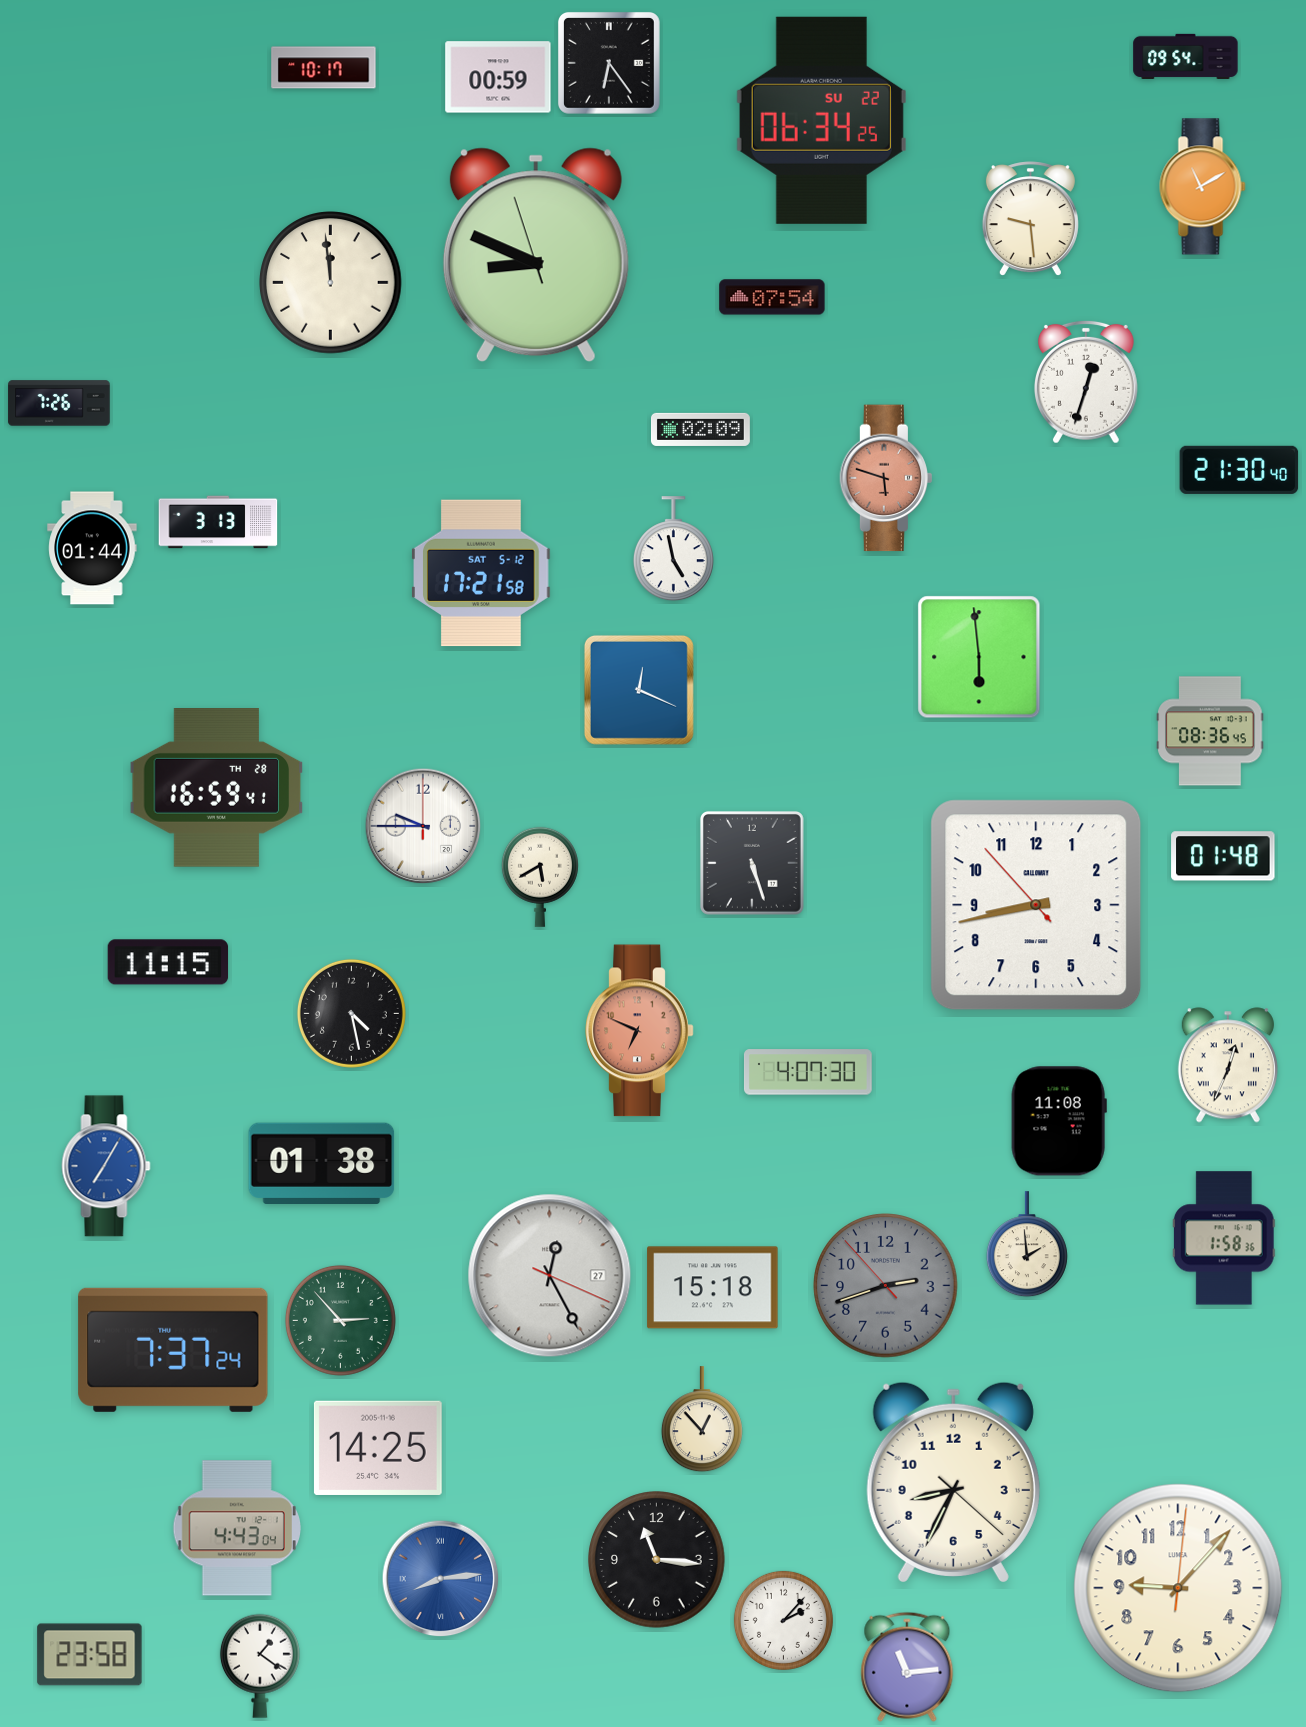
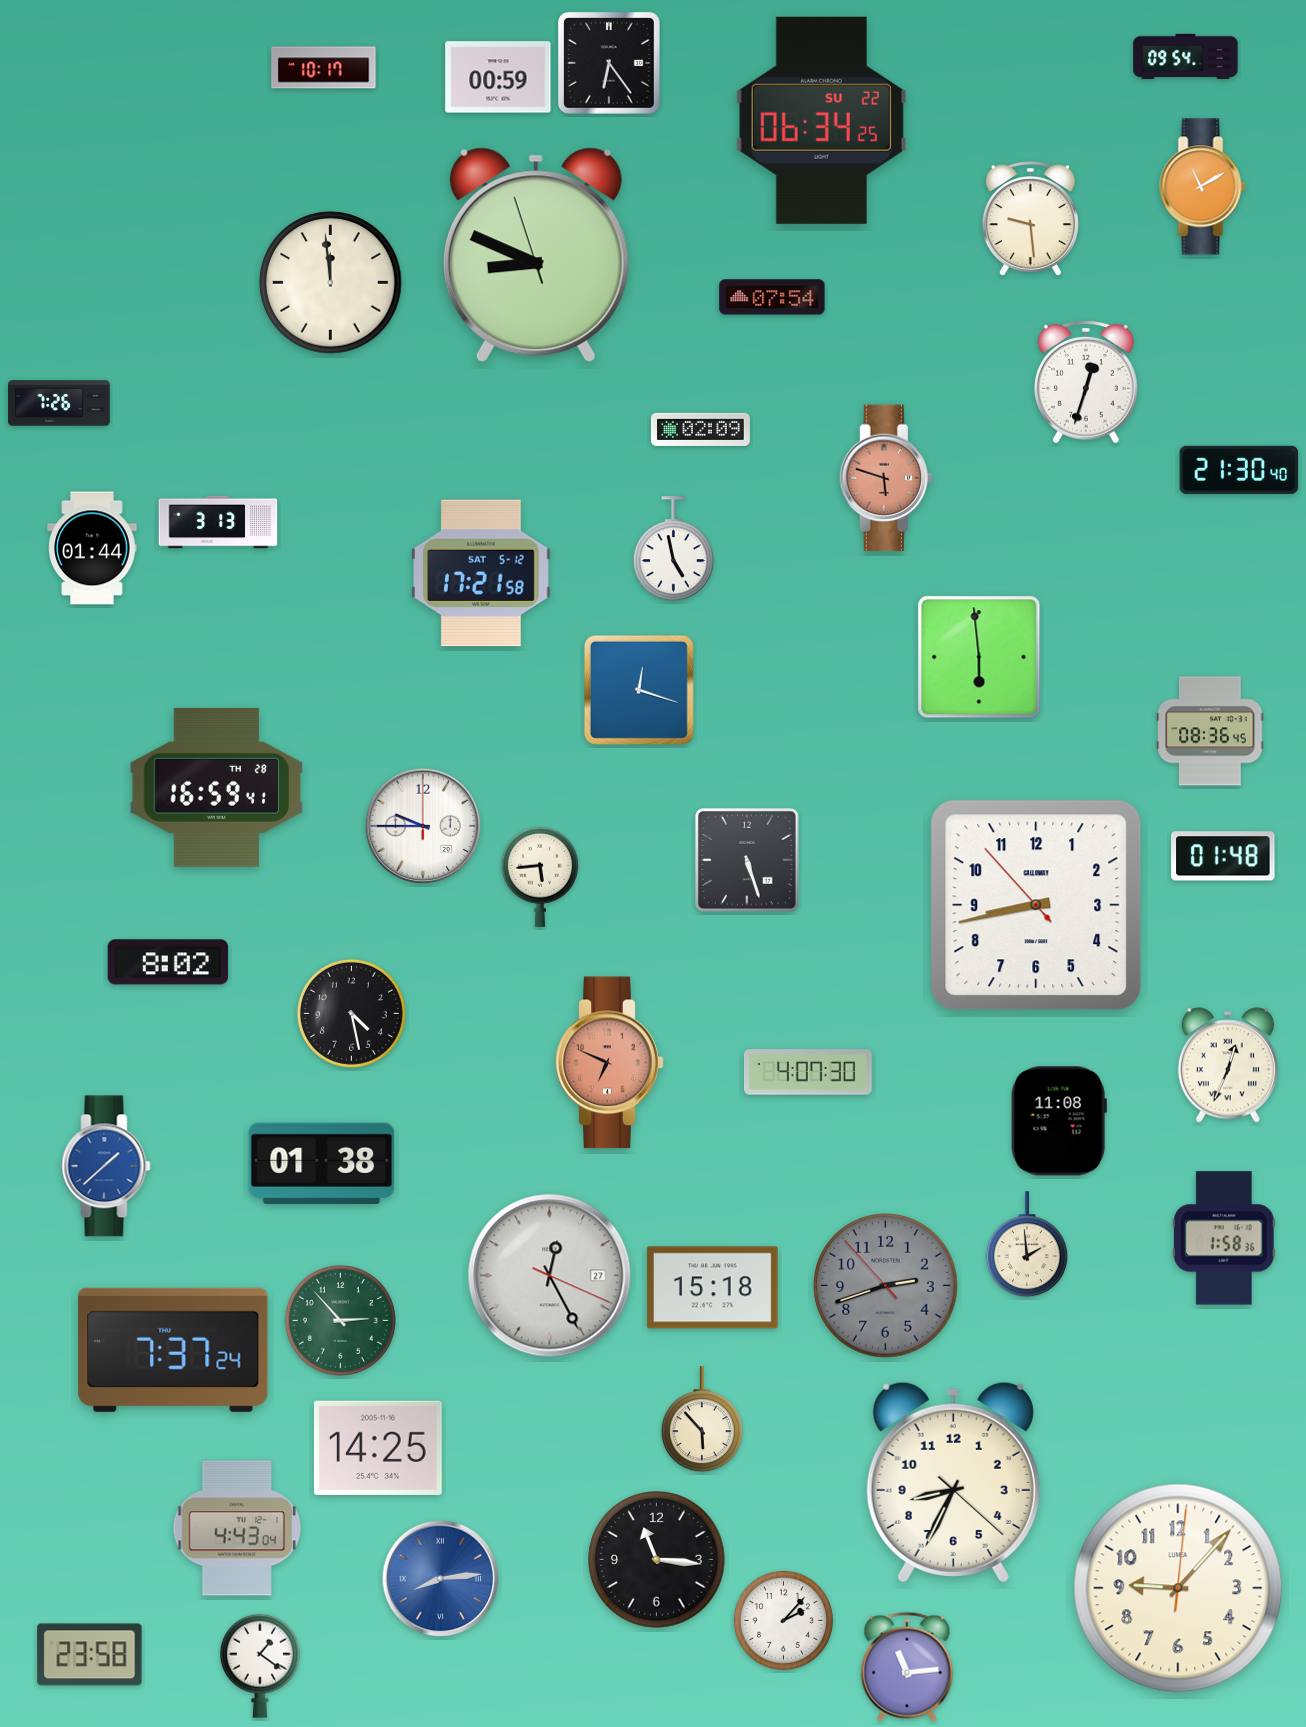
clock at (639, 690): 12:19 -> 12:18
clock at (752, 863) position: (752, 863) -> (747, 860)
clock at (540, 877): 5:40 -> 5:44
clock at (168, 962): 11:15 -> 8:02
clock at (640, 1031) position: (640, 1031) -> (610, 1063)
clock at (106, 1166): 7:05 -> 1:38
clock at (702, 1420): 12:53 -> 5:53
